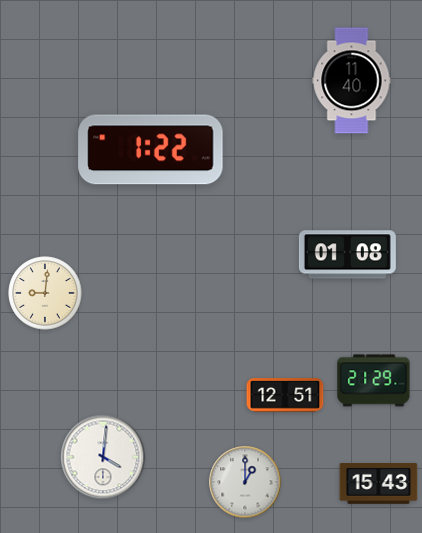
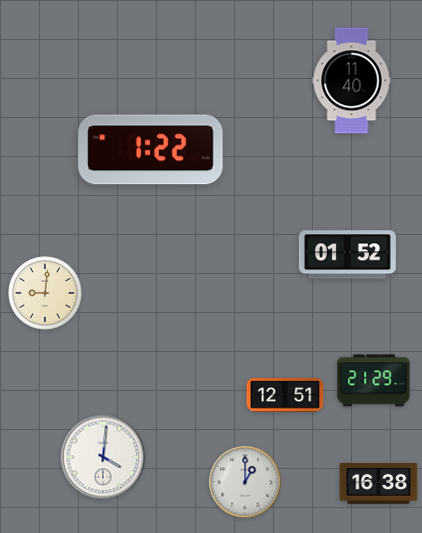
clock at (347, 255): 01:08 -> 01:52
clock at (379, 484): 15:43 -> 16:38
